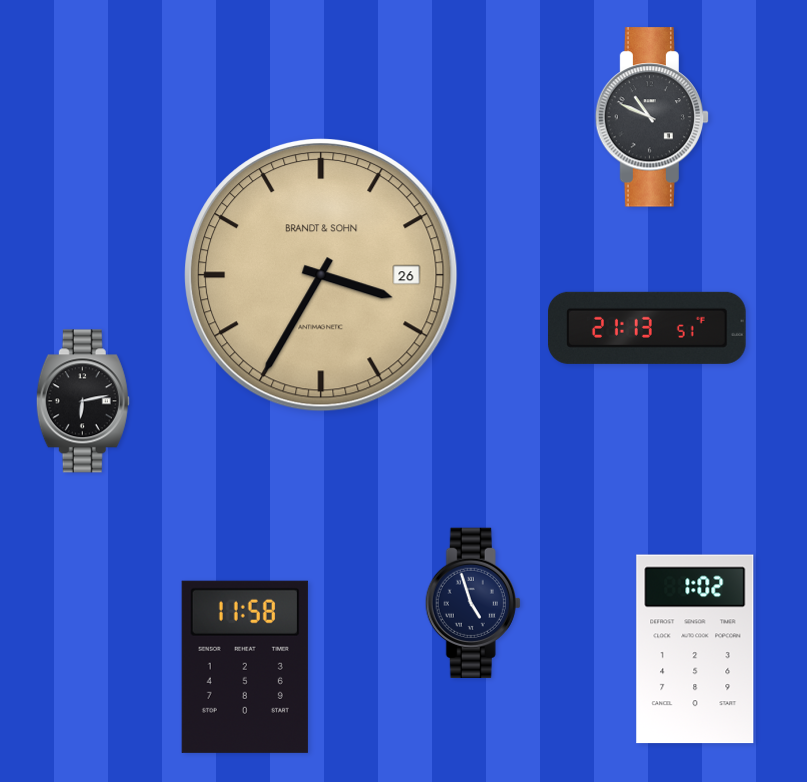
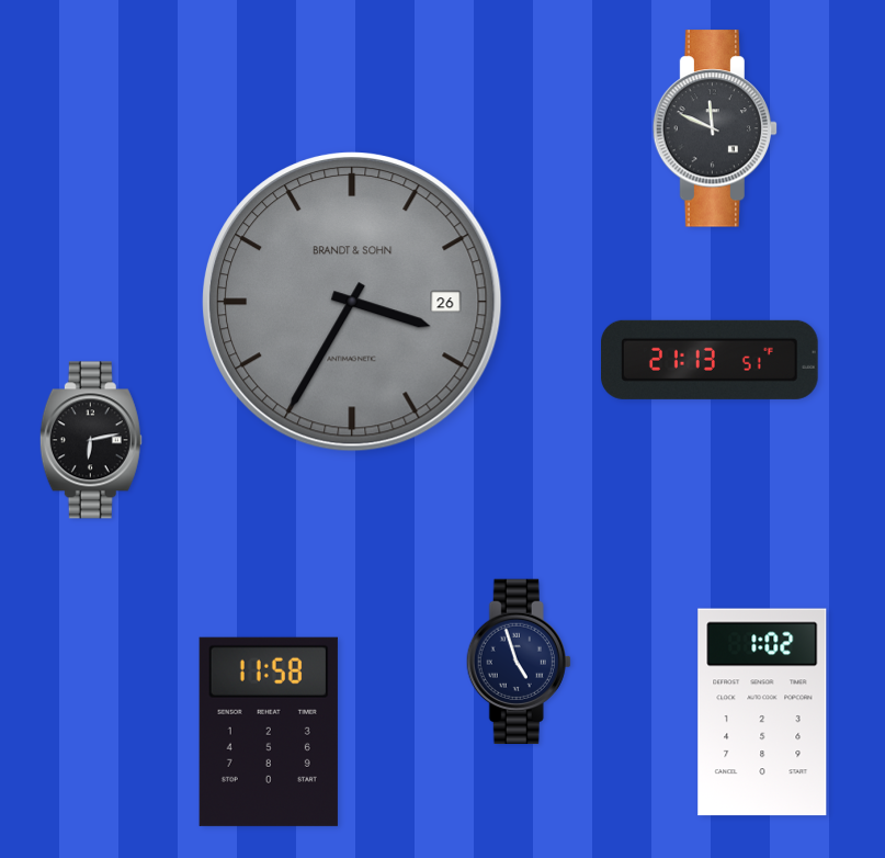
clock at (652, 117): 10:49 -> 11:49
clock at (322, 276) dial: champagne -> grey
